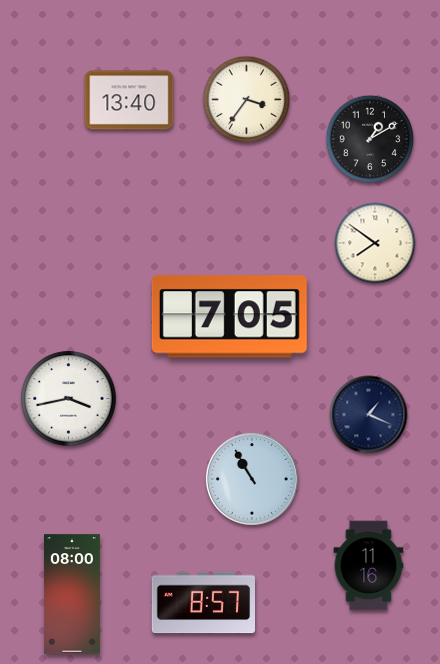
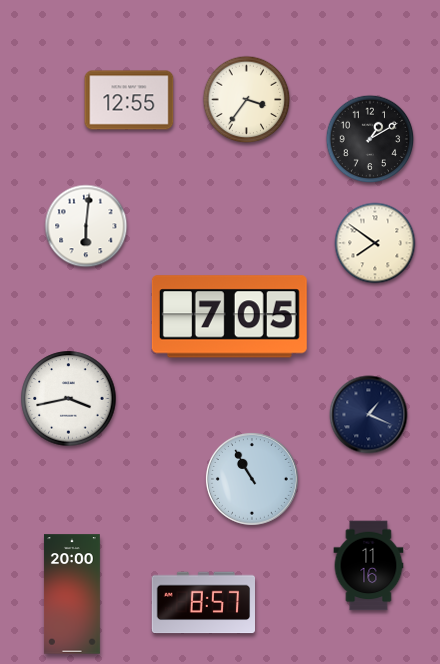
clock at (129, 100): 13:40 -> 12:55
clock at (86, 226): none -> 6:01
clock at (72, 594): 08:00 -> 20:00
